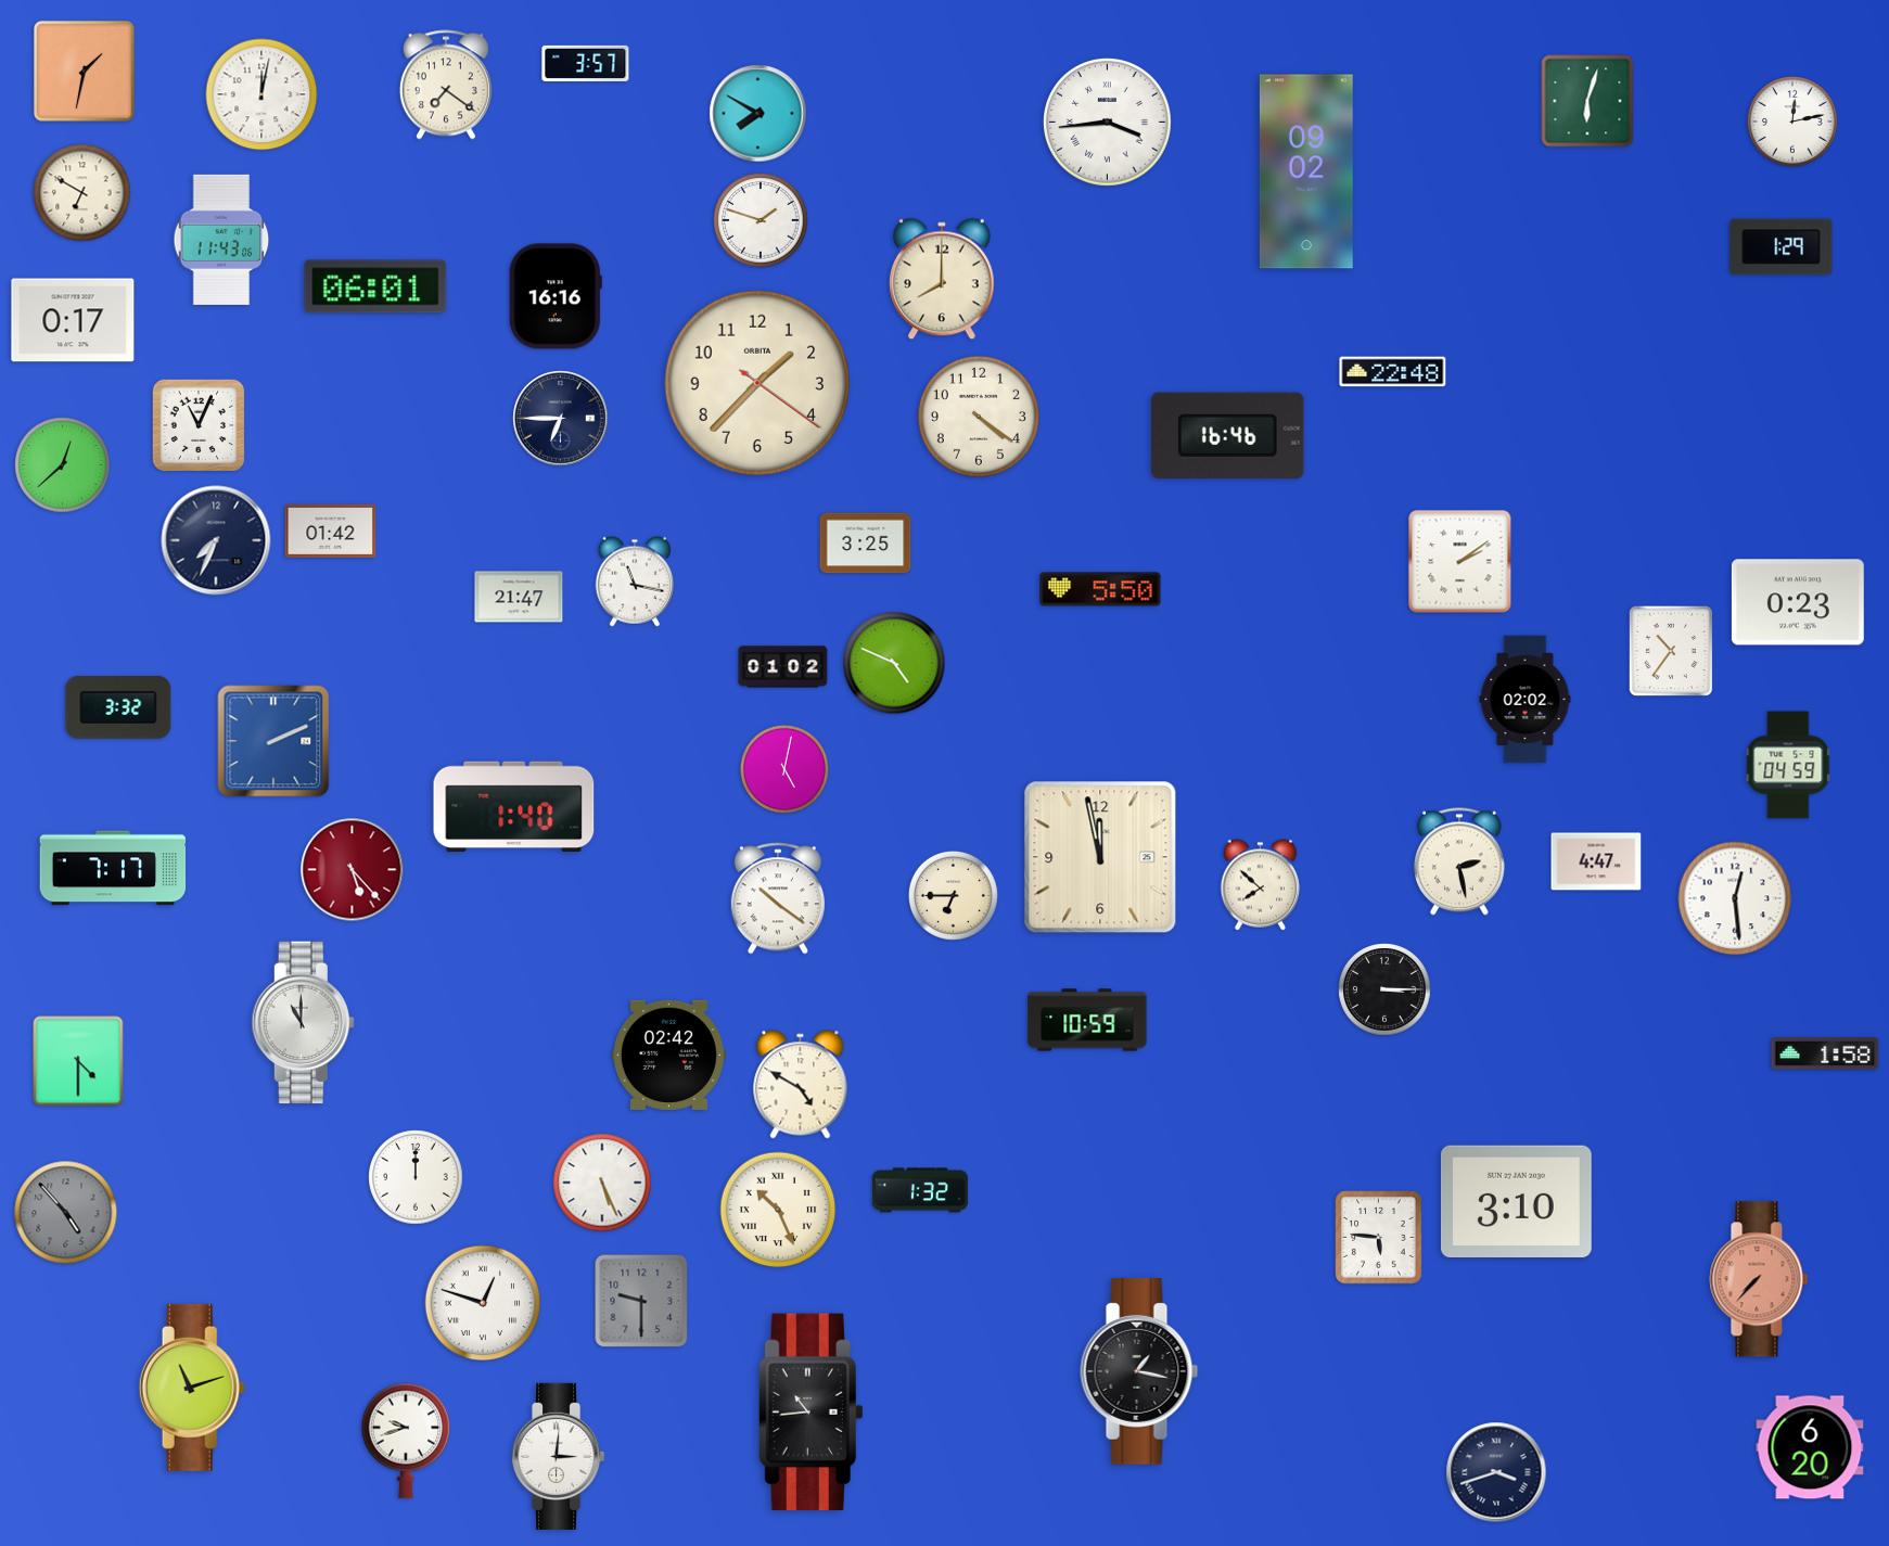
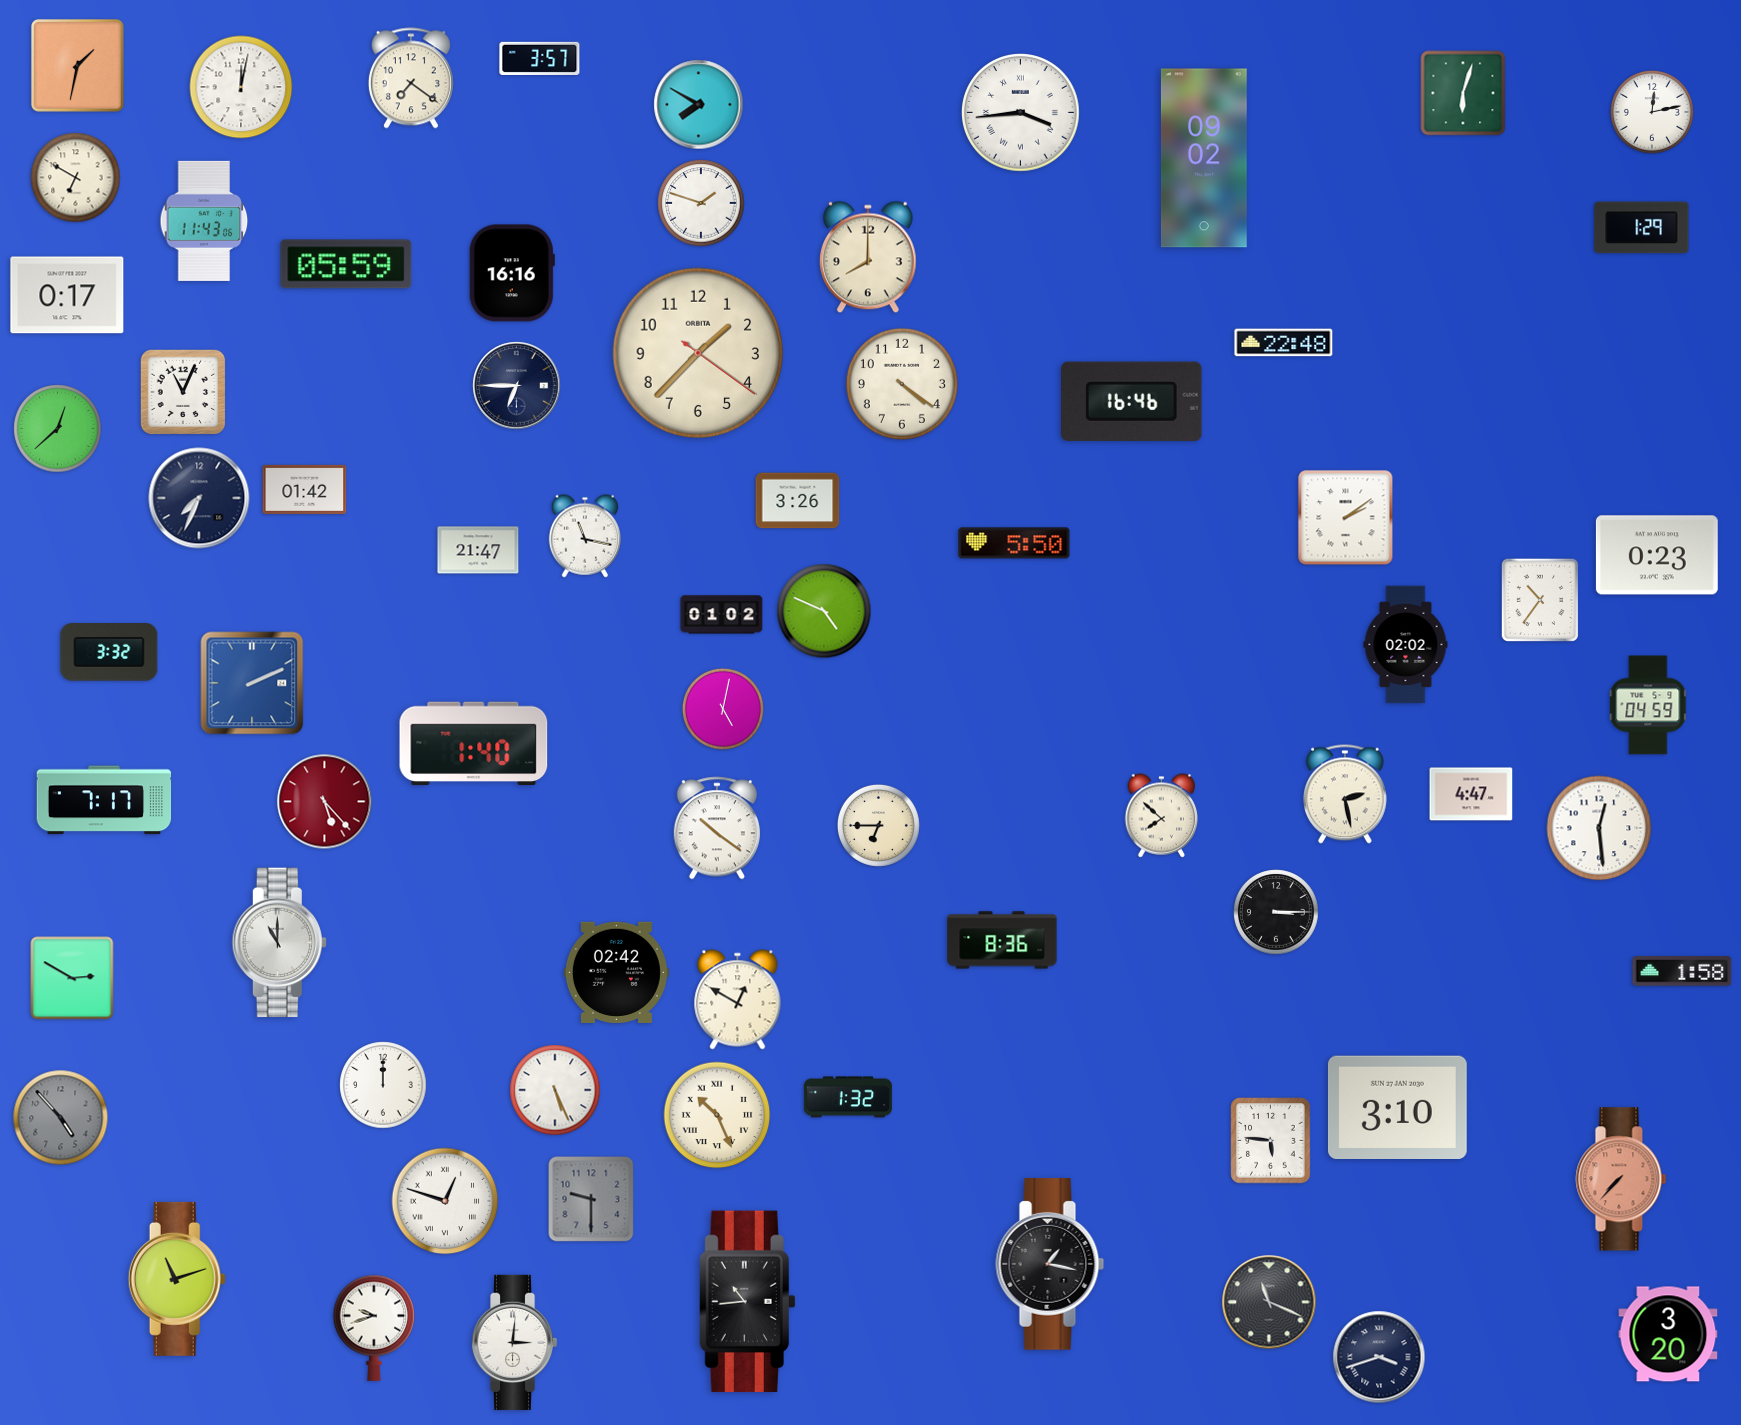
clock at (375, 286): 06:01 -> 05:59
clock at (866, 544): 3:25 -> 3:26
clock at (1100, 857): 11:58 -> none
clock at (1087, 1020): 10:59 -> 8:36
clock at (78, 1061): 4:30 -> 2:50
clock at (801, 1085): 4:50 -> 12:50
clock at (1269, 1302): none -> 11:19
clock at (1810, 1447): 6:20 -> 3:20
